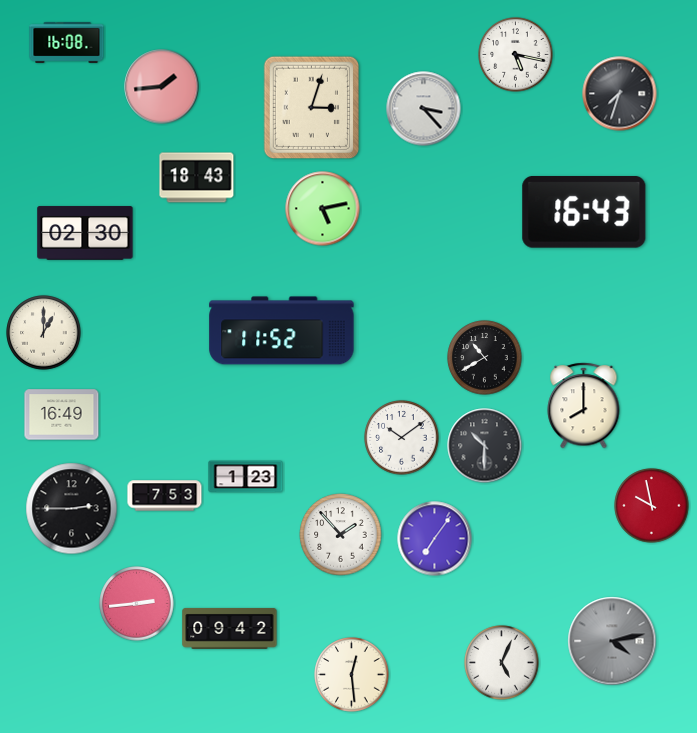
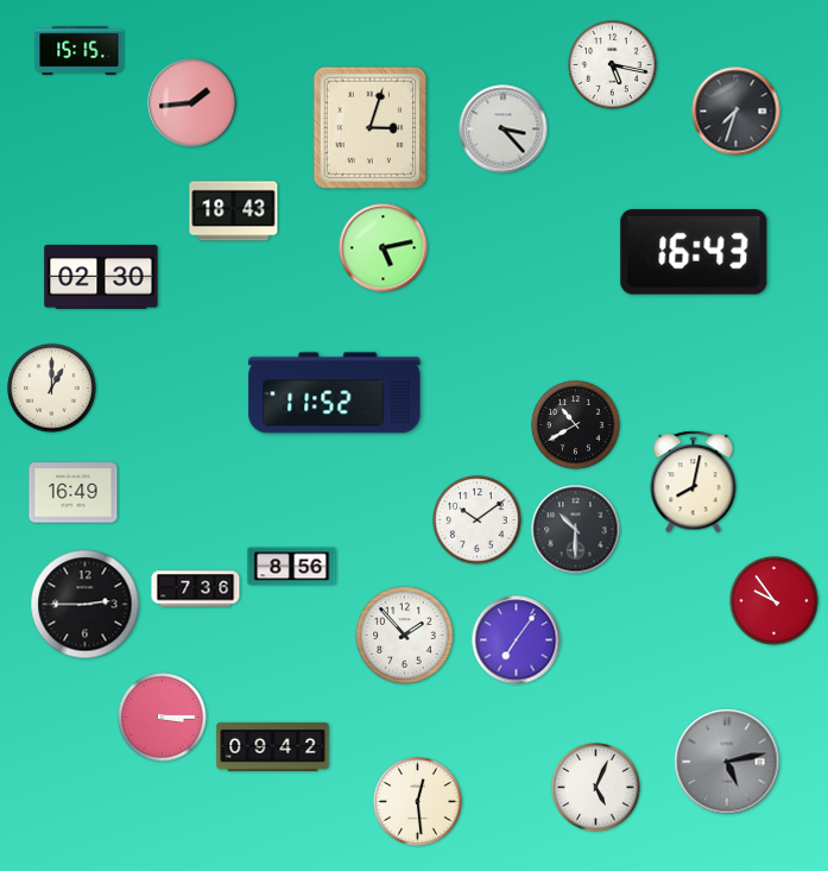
clock at (67, 42): 16:08 -> 15:15
clock at (44, 333) position: (44, 333) -> (52, 389)
clock at (584, 406): 8:00 -> 8:02
clock at (246, 477): 1:23 -> 8:56
clock at (165, 496): 7:53 -> 7:36
clock at (652, 506): 9:58 -> 9:54
clock at (137, 604): 2:44 -> 3:15
clock at (612, 641): 4:13 -> 5:13
